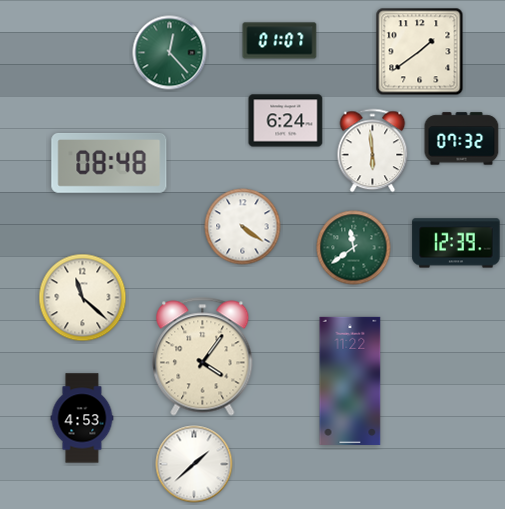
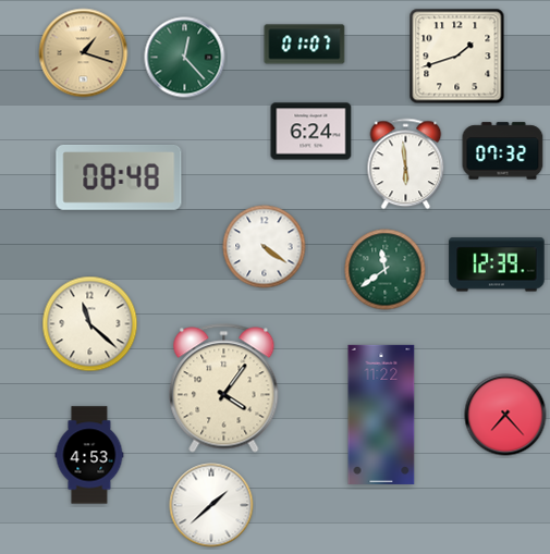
clock at (84, 53): none -> 1:18
clock at (420, 52): 1:39 -> 1:42
clock at (203, 357) position: (203, 357) -> (224, 389)
clock at (505, 415): none -> 7:23
